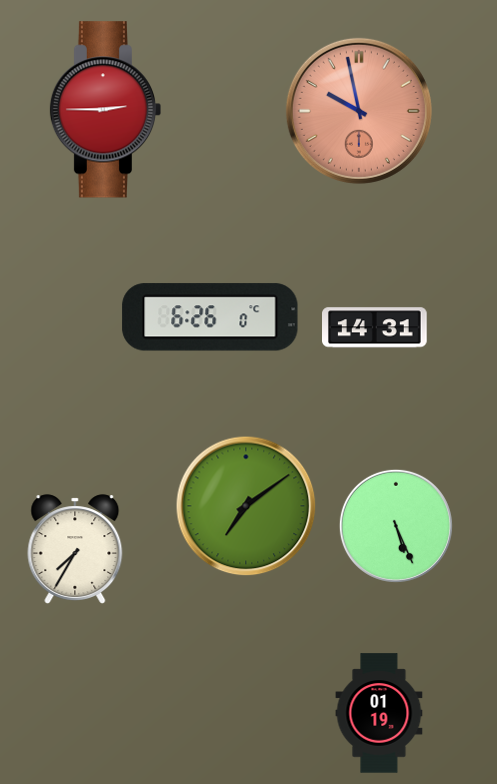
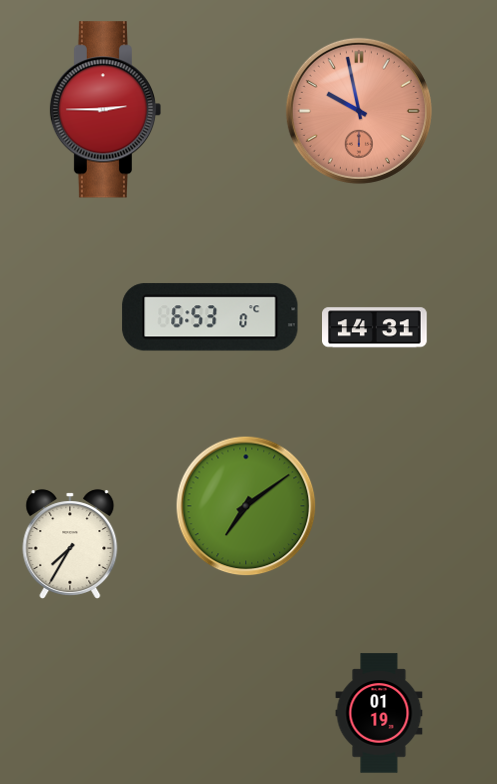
clock at (210, 317): 6:26 -> 6:53
clock at (396, 526): 5:26 -> none
clock at (75, 549) position: (75, 549) -> (70, 544)
